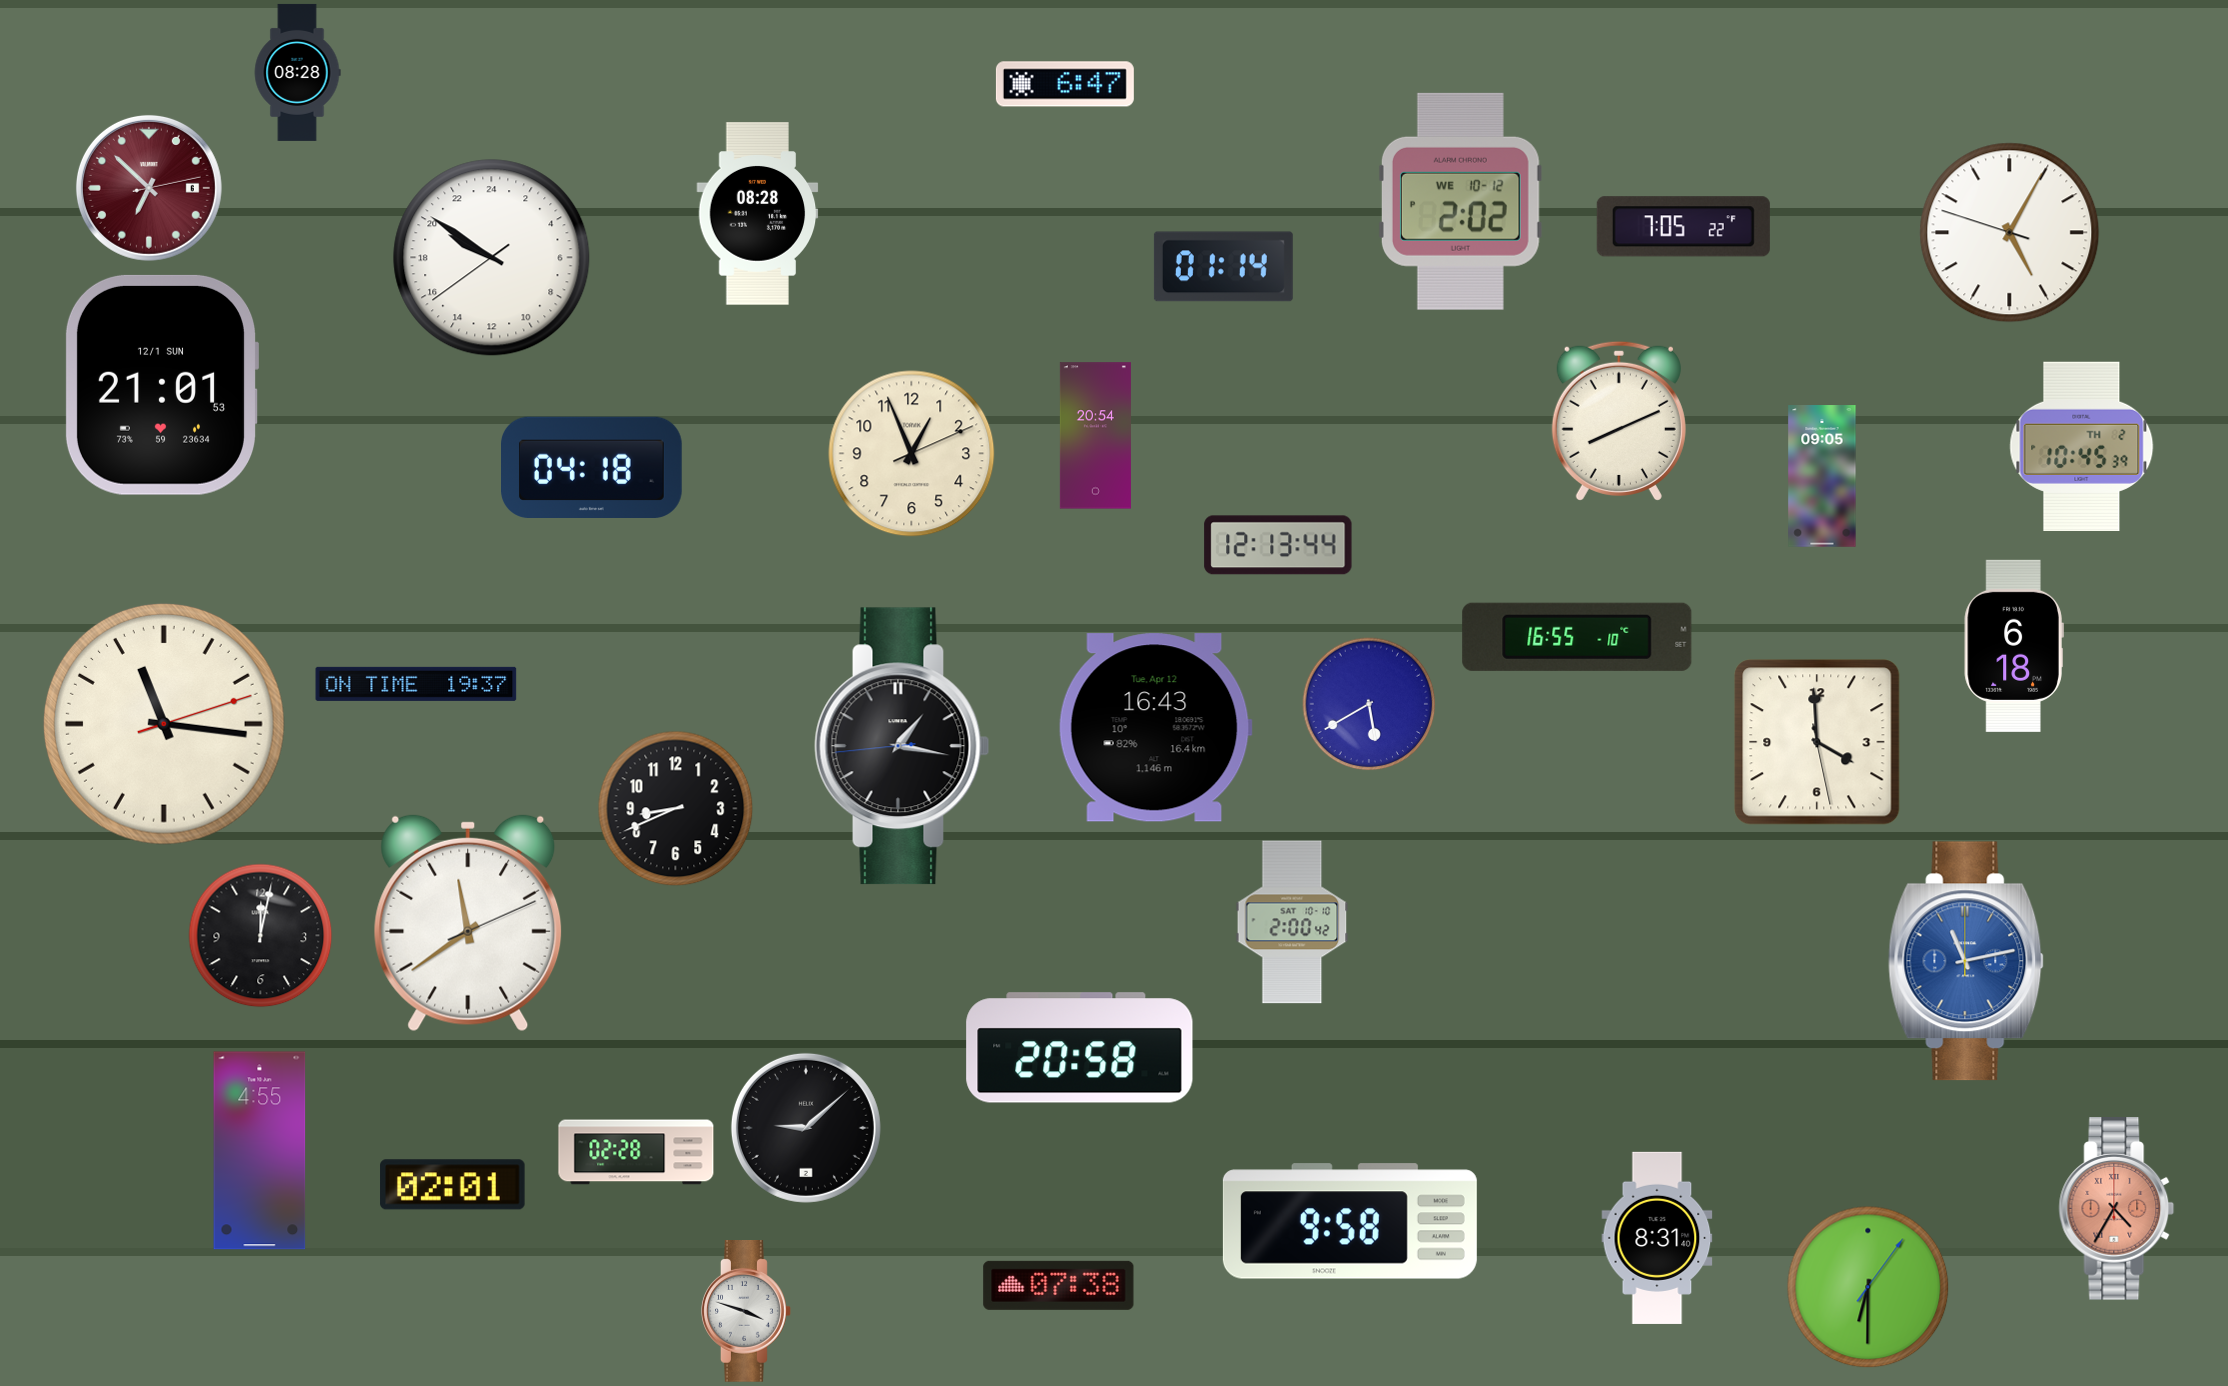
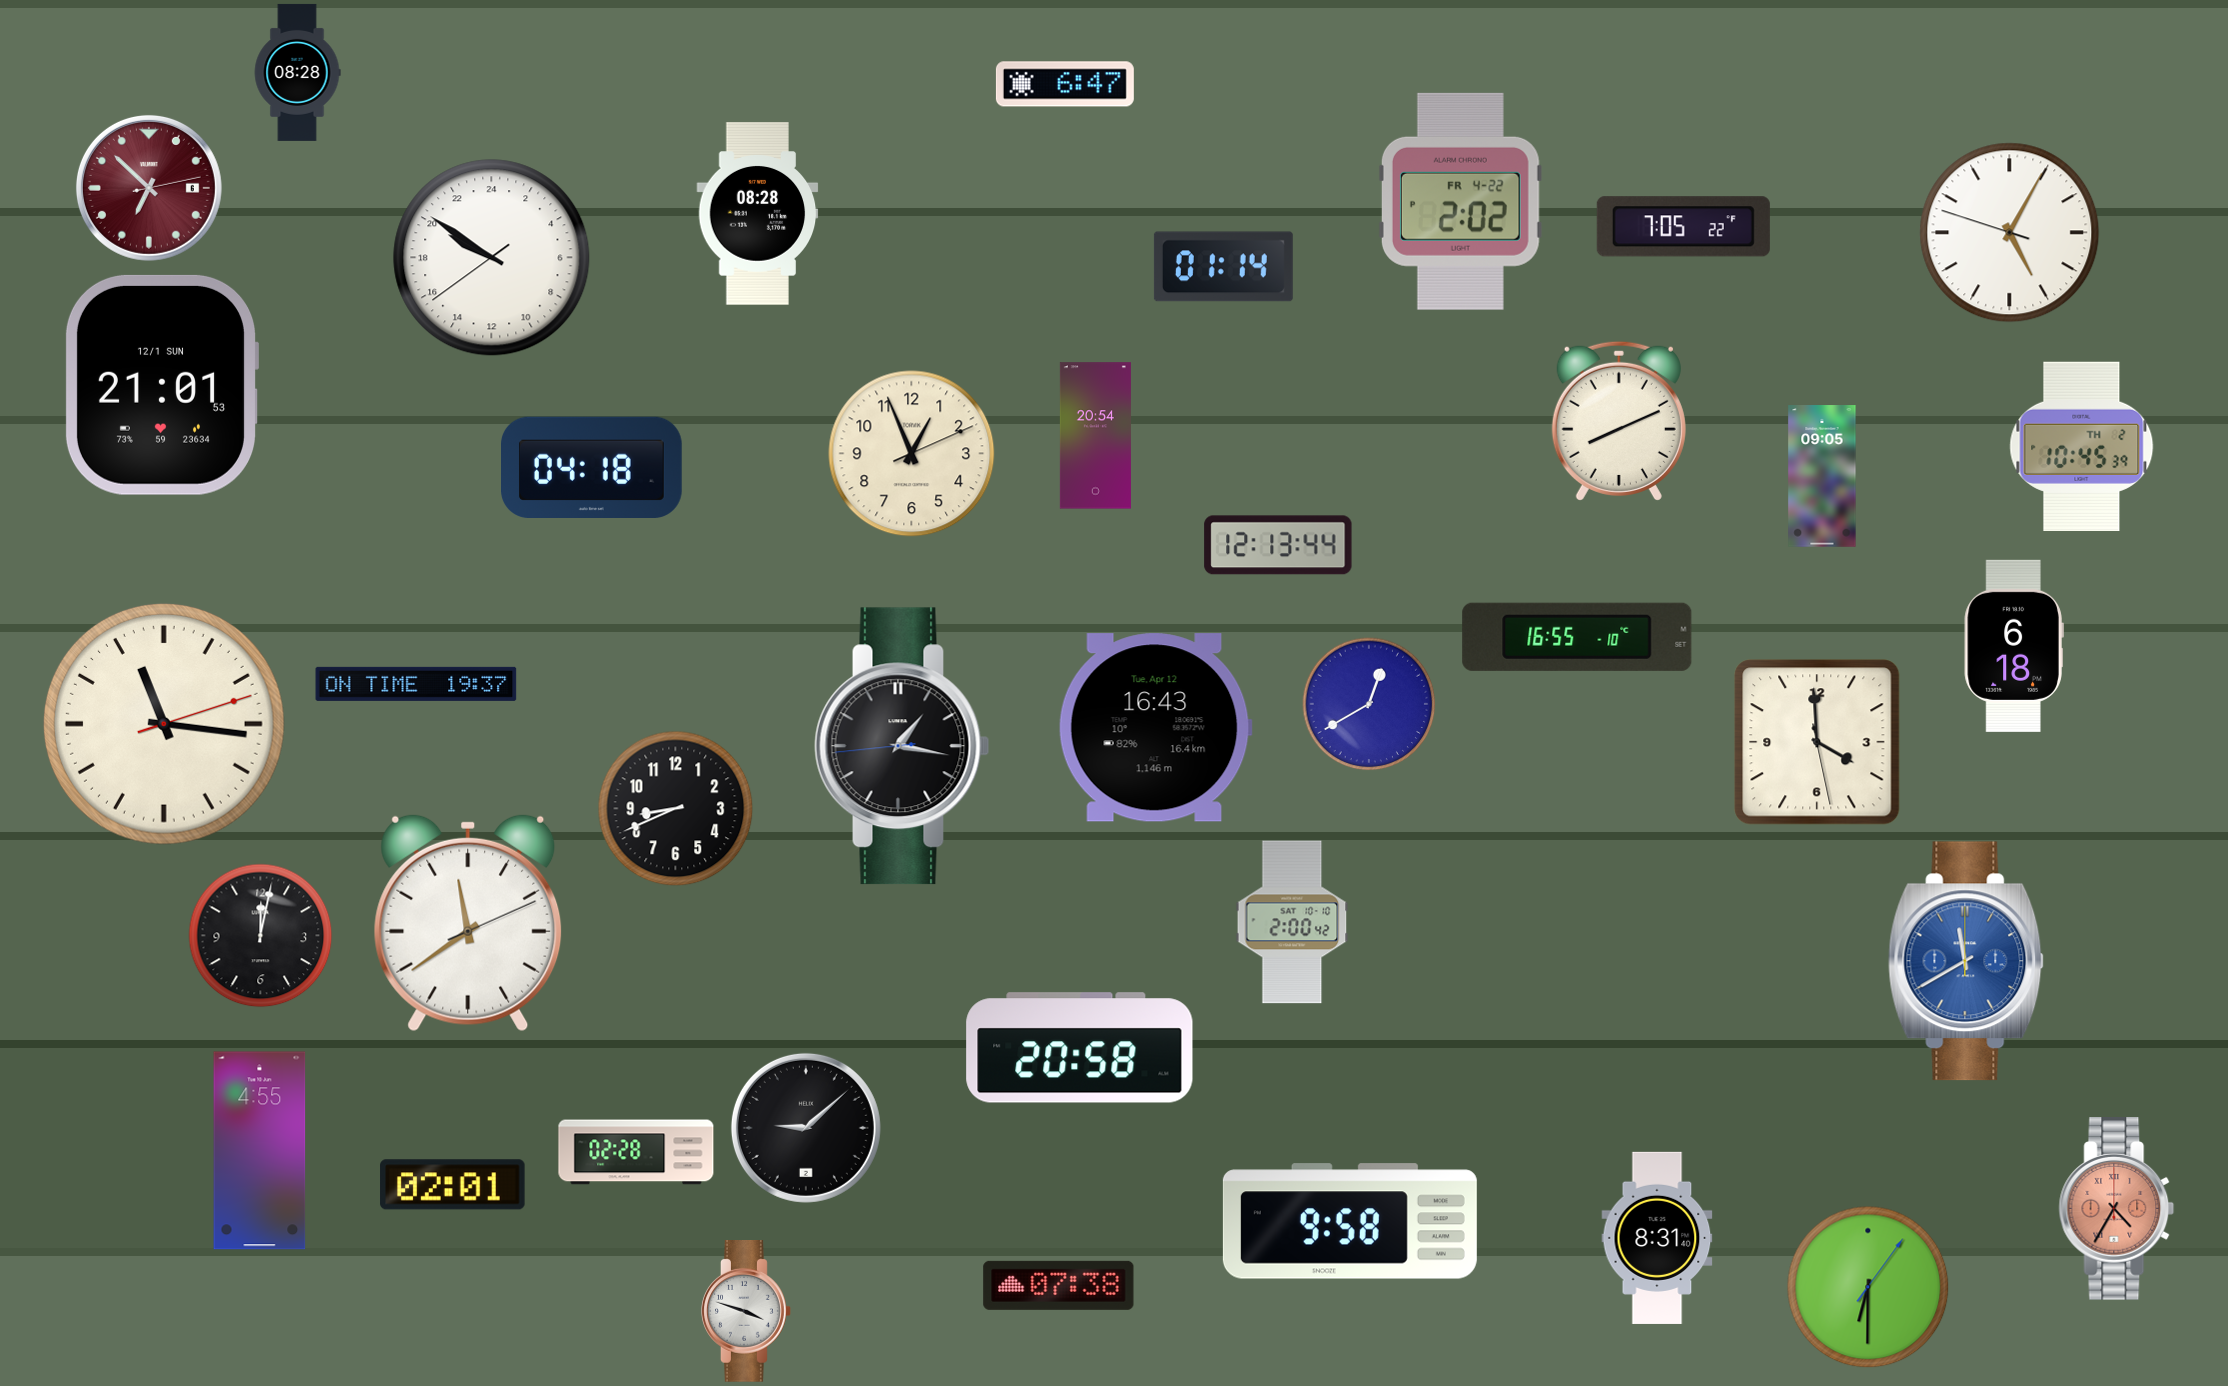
clock at (1460, 201) date: WE 10-12 -> FR 4-22
clock at (1369, 704): 5:40 -> 12:40
clock at (1966, 961): 11:13 -> 11:40
